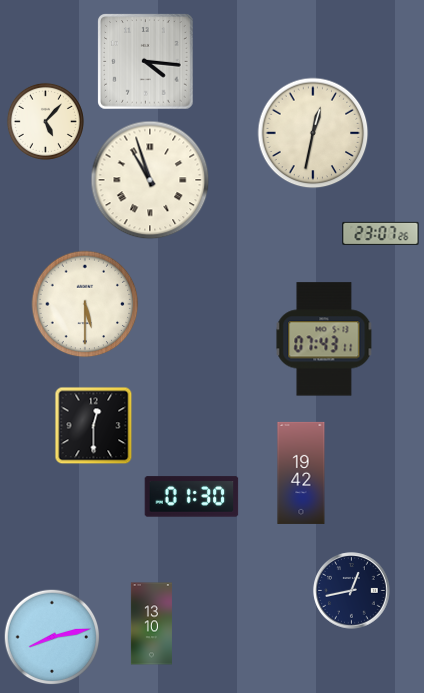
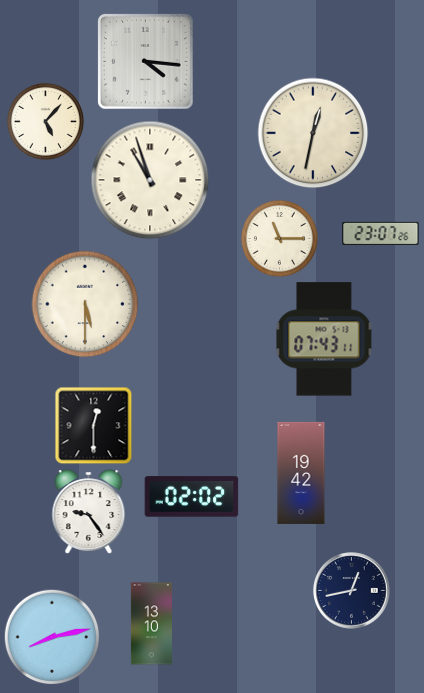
clock at (279, 238): none -> 11:15
clock at (192, 497): 01:30 -> 02:02
clock at (89, 511): none -> 9:24
